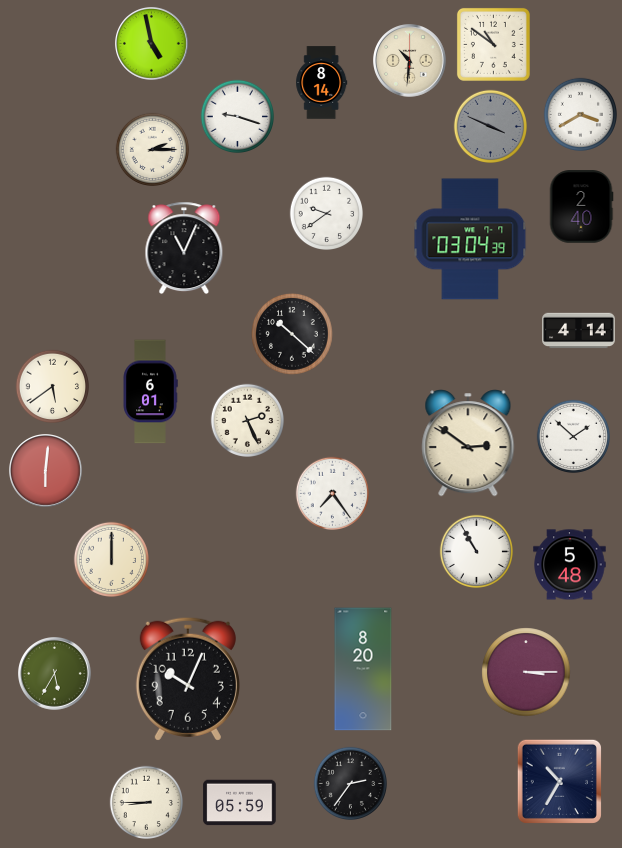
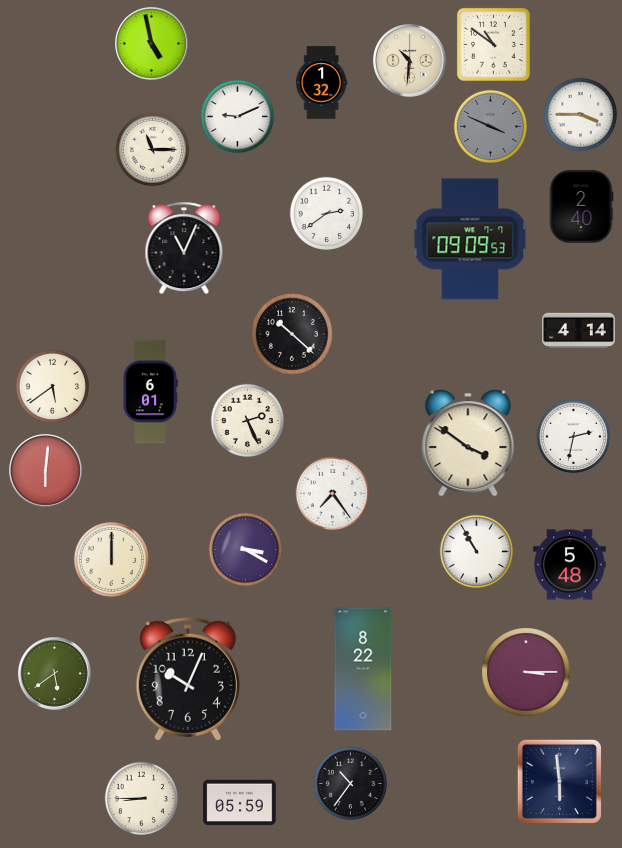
clock at (322, 83): 8:14 -> 1:32
clock at (581, 115): 3:40 -> 3:45
clock at (238, 117): 9:18 -> 9:11
clock at (153, 150): 2:15 -> 11:15
clock at (327, 214): 9:39 -> 2:39
clock at (470, 239): 03:04 -> 09:09
clock at (574, 437): 1:52 -> 2:32
clock at (468, 443): 2:51 -> 3:51
clock at (246, 550): none -> 3:20
clock at (363, 669): 8:20 -> 8:22
clock at (55, 674): 5:35 -> 5:39
clock at (559, 781): 10:35 -> 5:59
clock at (351, 784): 2:36 -> 10:36
clock at (147, 803) position: (147, 803) -> (142, 799)
